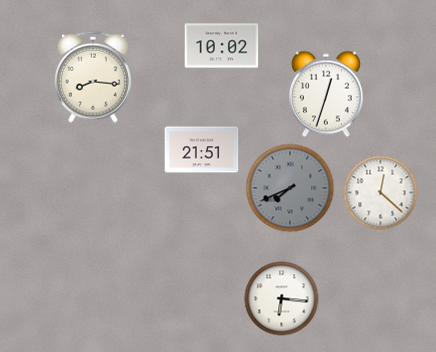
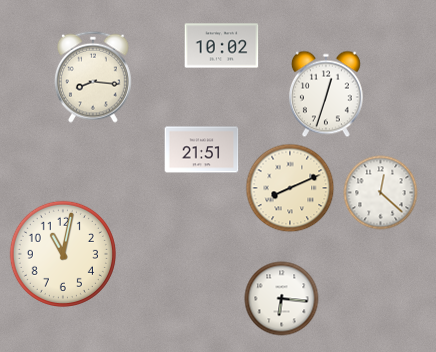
clock at (290, 188): 7:41 -> 8:11
clock at (290, 188) dial: grey -> cream
clock at (63, 254): none -> 11:02
